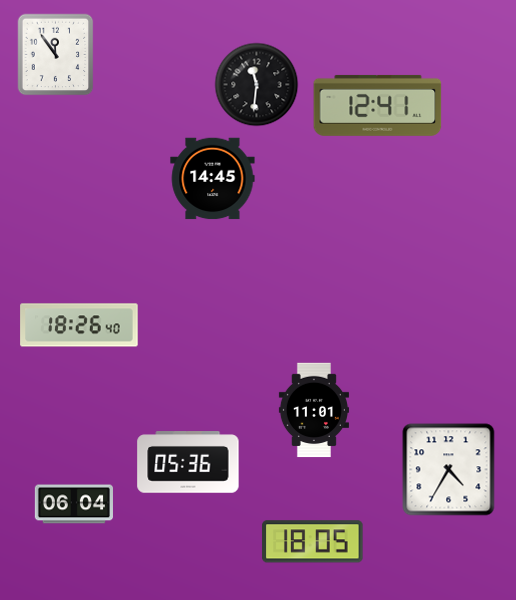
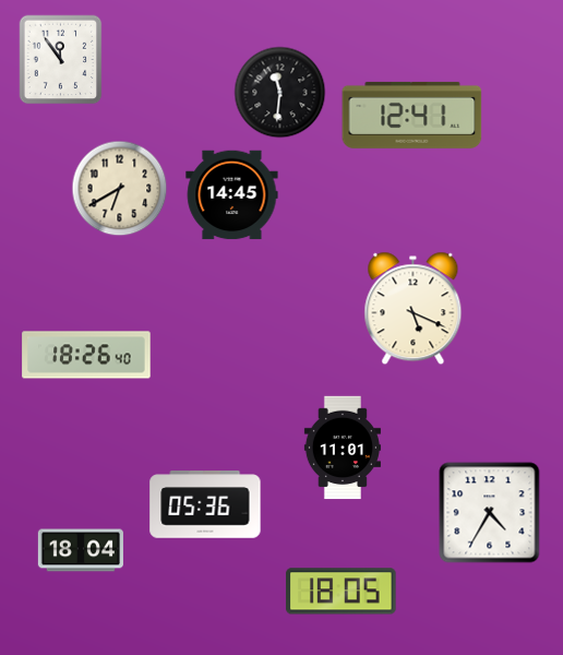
clock at (120, 189): none -> 6:40
clock at (414, 309): none -> 5:19
clock at (74, 504): 06:04 -> 18:04
